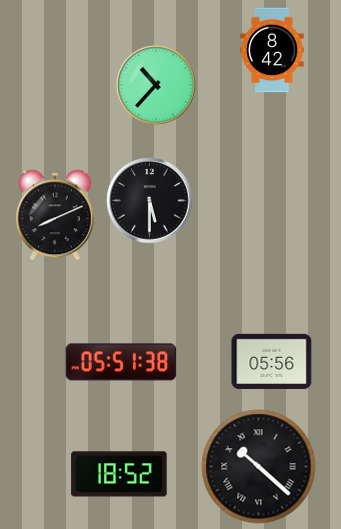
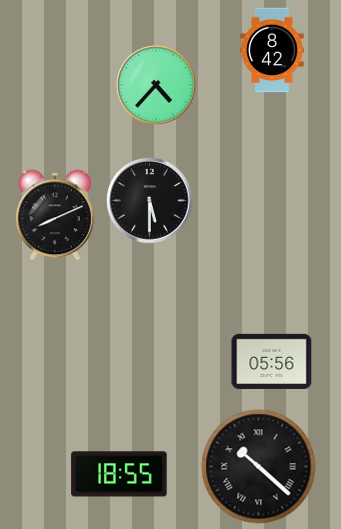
clock at (156, 85): 10:37 -> 4:37
clock at (121, 362): 05:51 -> none
clock at (119, 474): 18:52 -> 18:55
